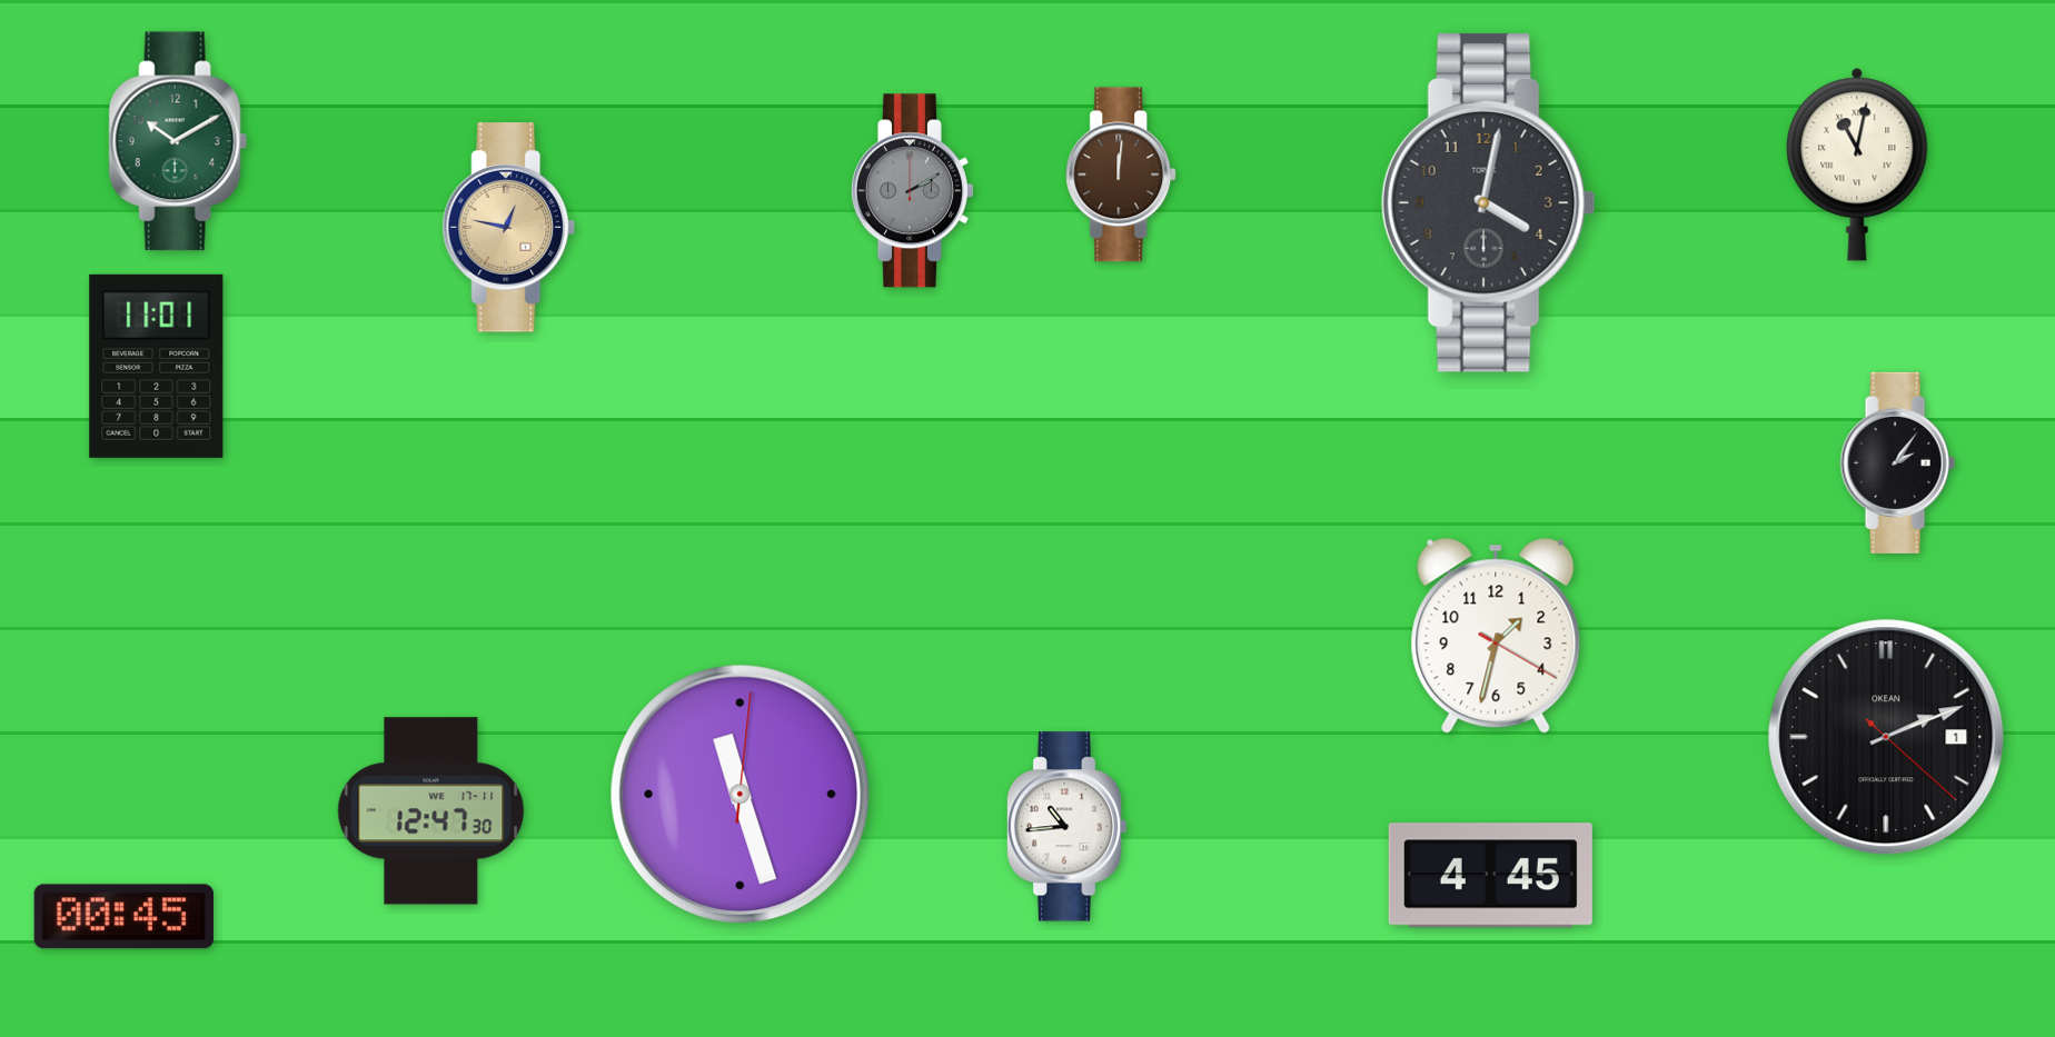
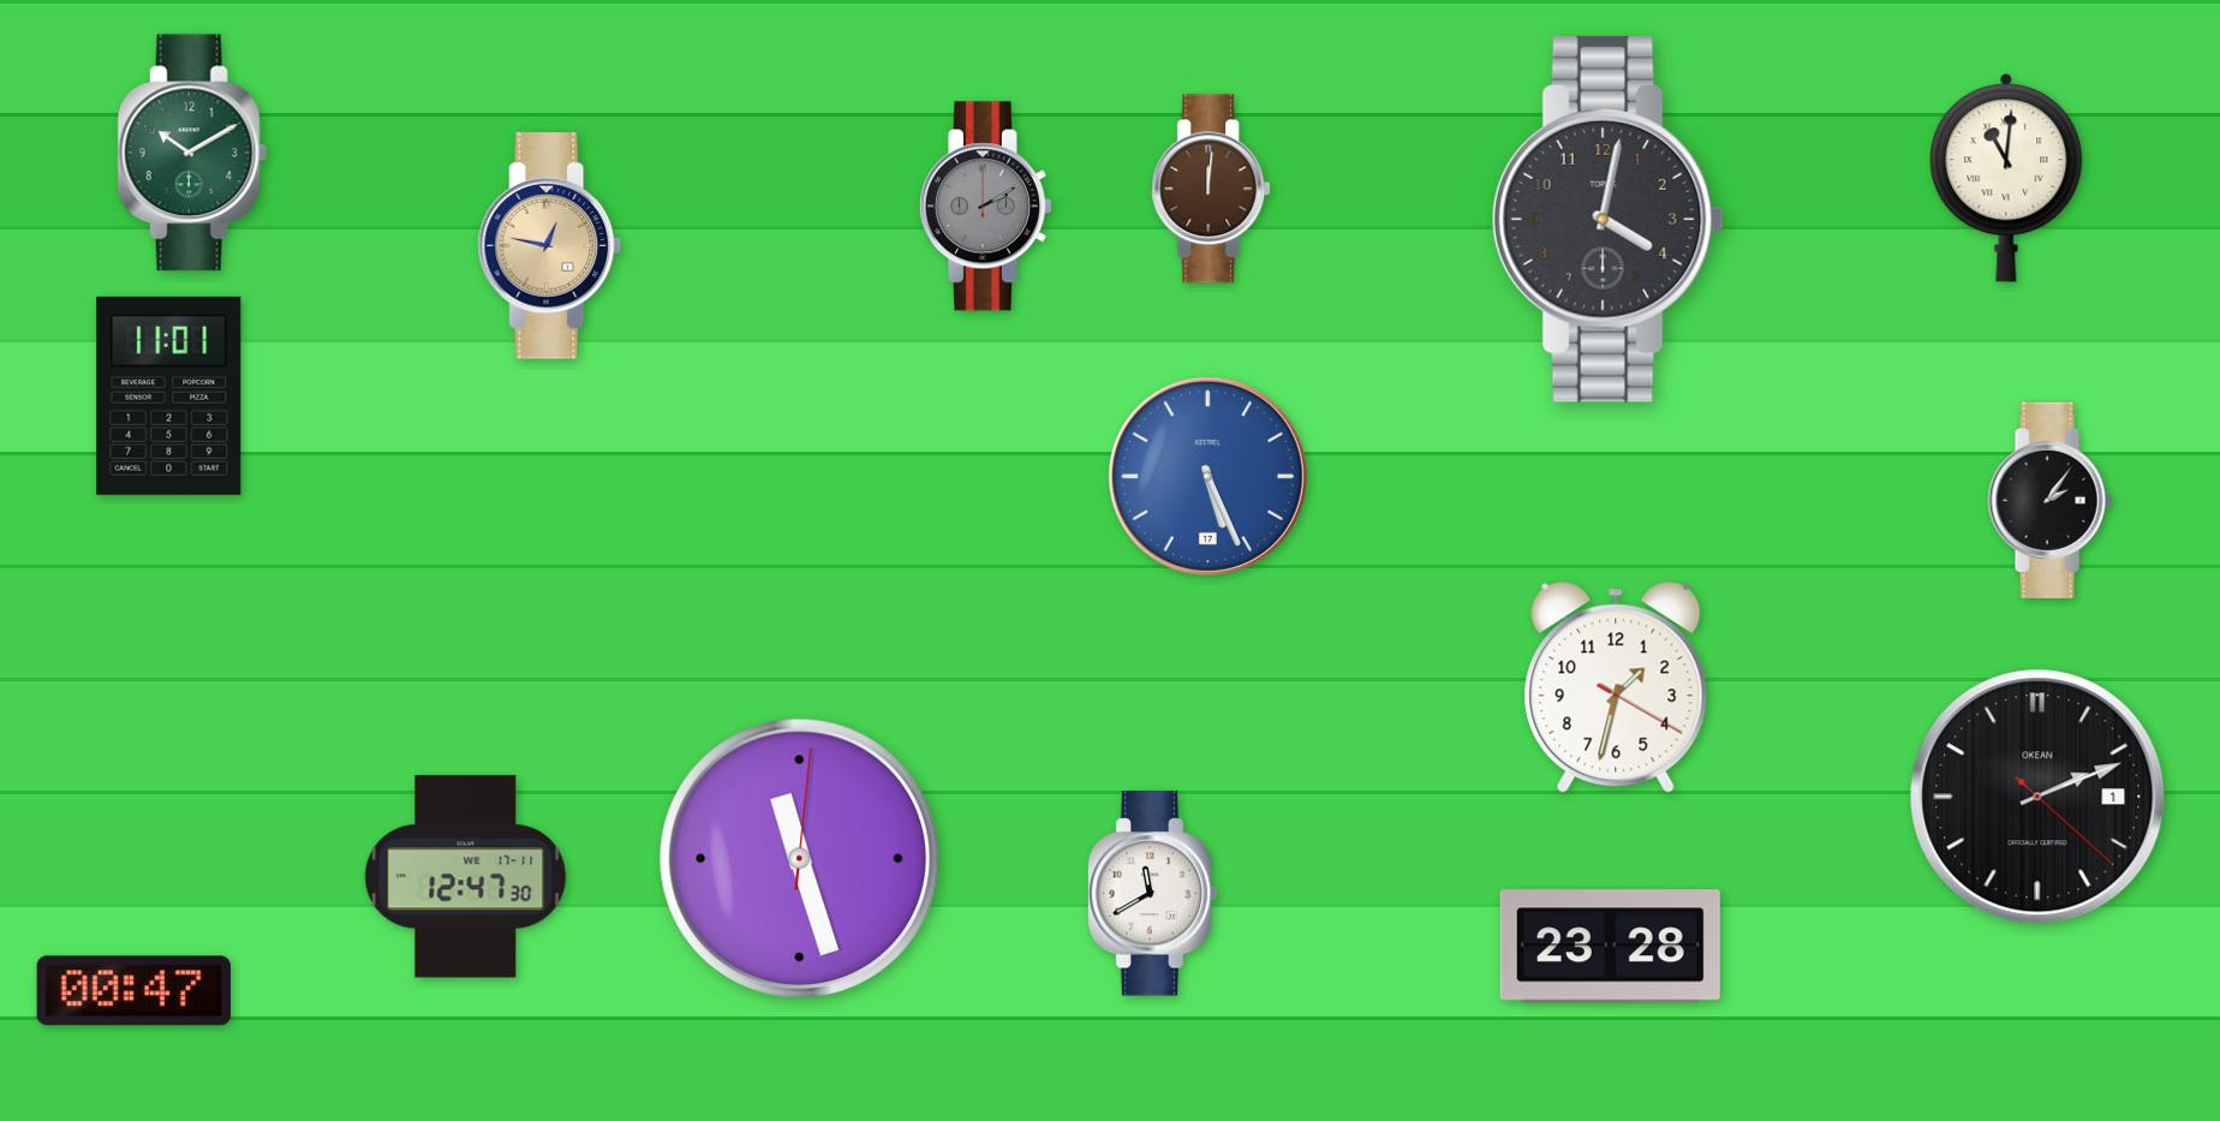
clock at (1857, 164): 11:02 -> 11:01
clock at (1207, 476): none -> 5:26
clock at (1066, 827): 10:44 -> 11:40
clock at (1490, 876): 4:45 -> 23:28
clock at (123, 917): 00:45 -> 00:47
